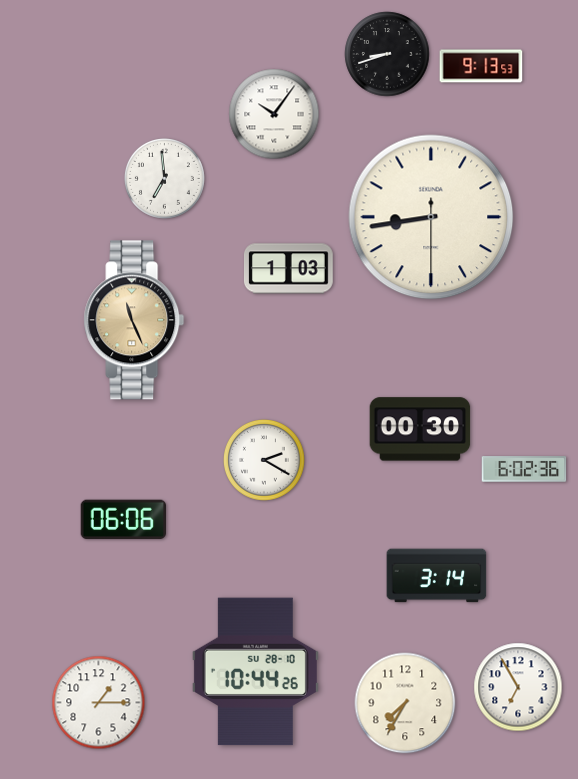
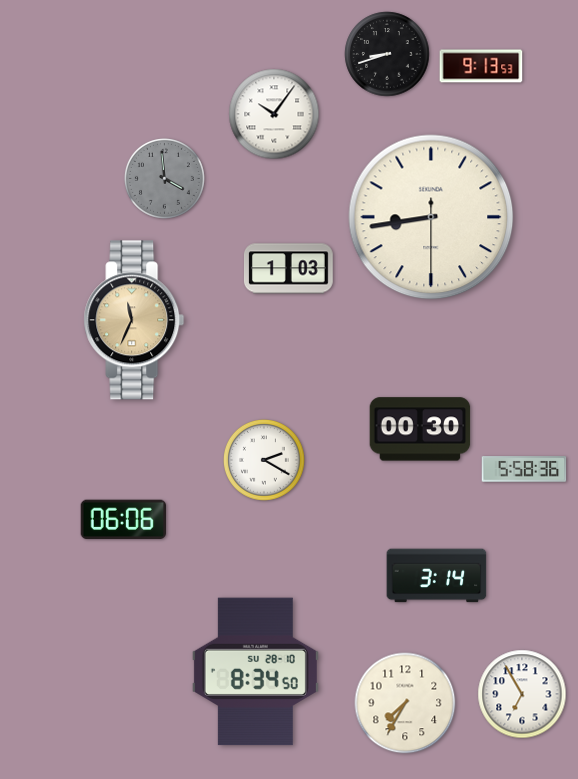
clock at (164, 178): 6:59 -> 3:59
clock at (164, 178) dial: white -> grey
clock at (134, 320): 11:26 -> 11:34
clock at (524, 469): 6:02 -> 5:58
clock at (255, 672): 10:44 -> 8:34
clock at (518, 687) position: (518, 687) -> (522, 694)
clock at (99, 703): 1:15 -> none
